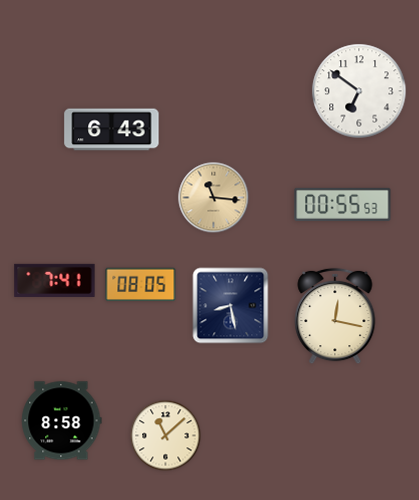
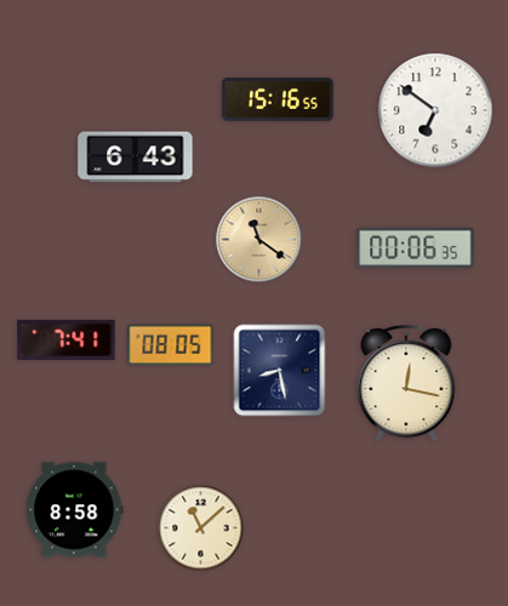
clock at (279, 99): none -> 15:16
clock at (214, 198): 11:16 -> 11:21
clock at (343, 204): 00:55 -> 00:06
